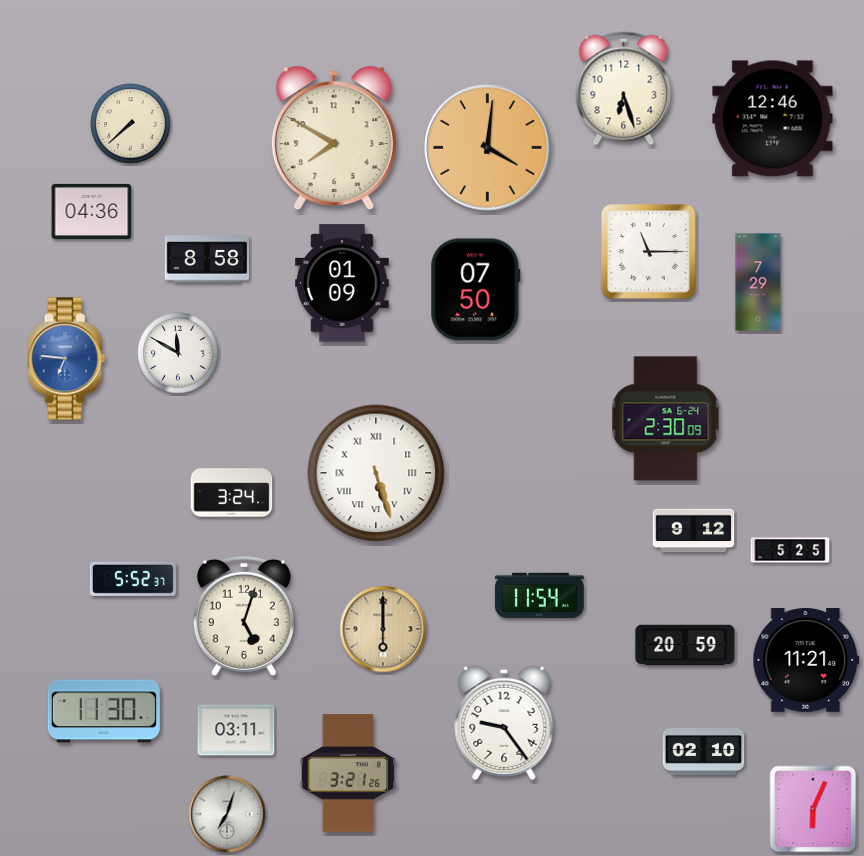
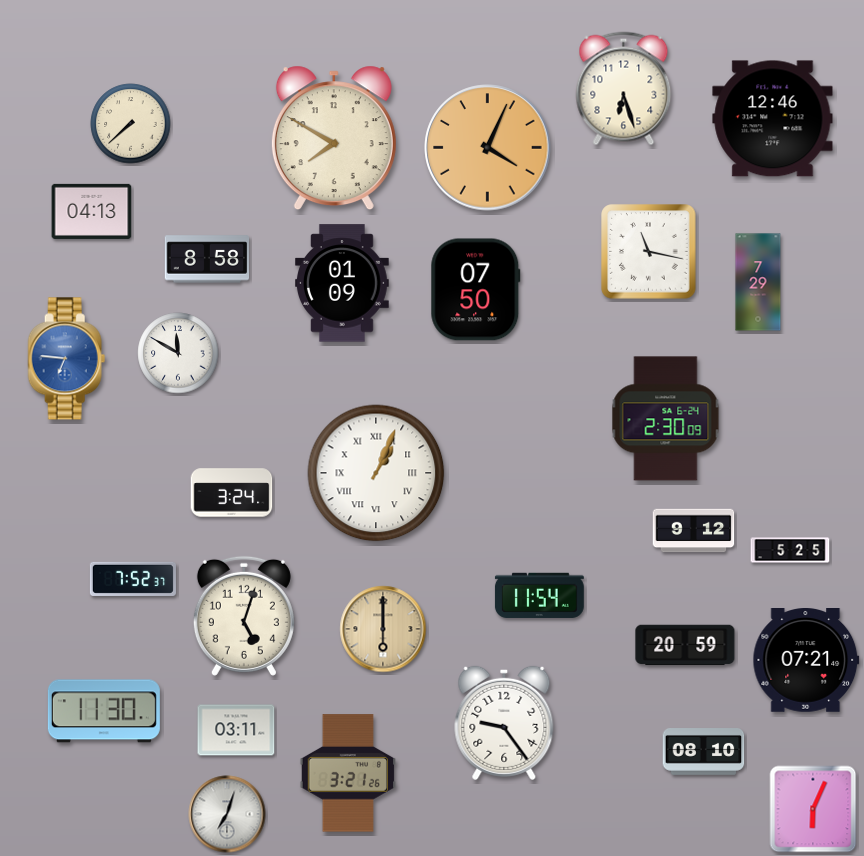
clock at (488, 148): 4:01 -> 4:04
clock at (92, 211): 04:36 -> 04:13
clock at (649, 252): 11:15 -> 11:17
clock at (376, 473): 5:27 -> 1:04
clock at (133, 579): 5:52 -> 7:52
clock at (806, 661): 11:21 -> 07:21
clock at (704, 752): 02:10 -> 08:10
